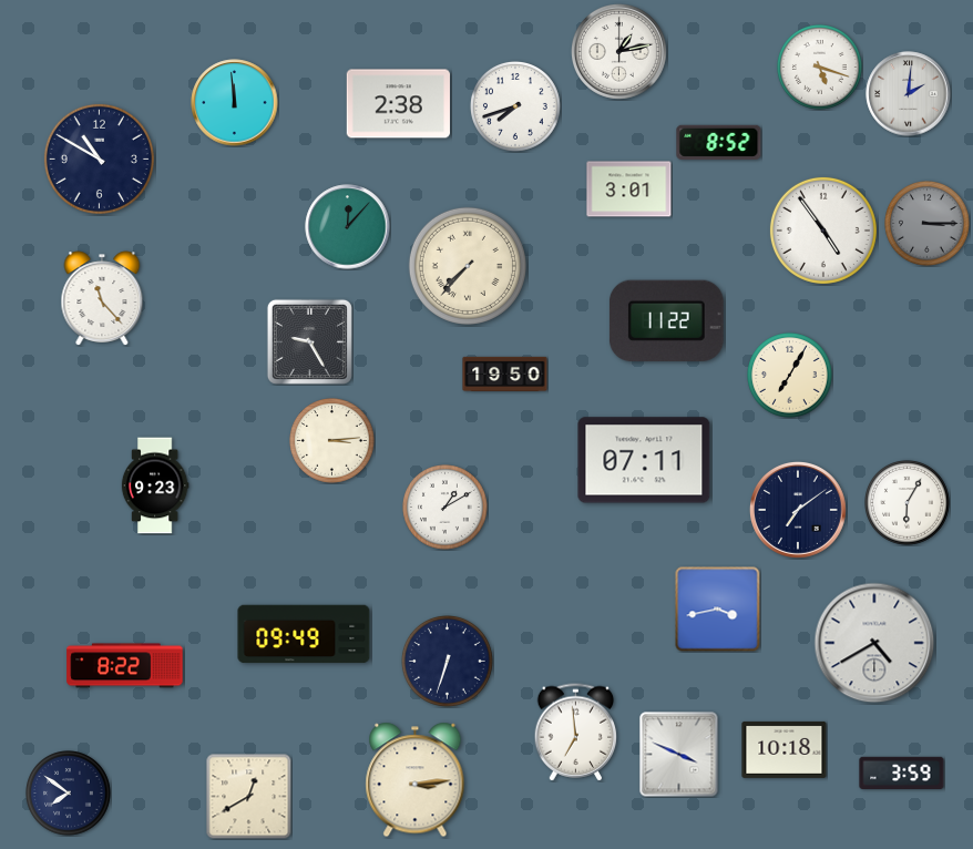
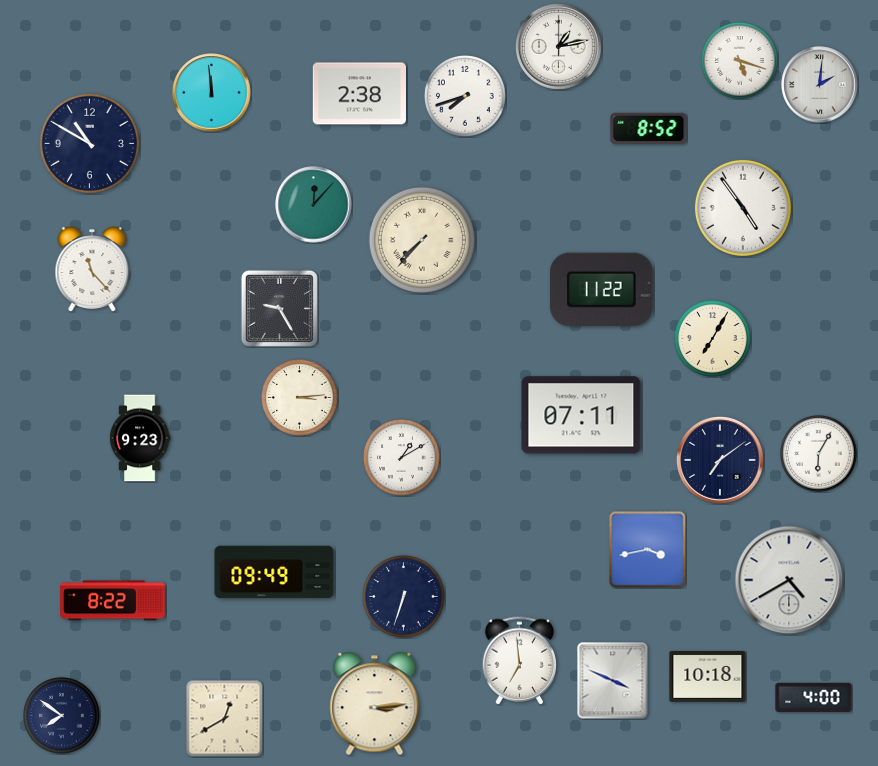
clock at (629, 190): 3:01 -> none
clock at (928, 224): 3:15 -> none
clock at (505, 374): 19:50 -> none
clock at (902, 773): 3:59 -> 4:00
